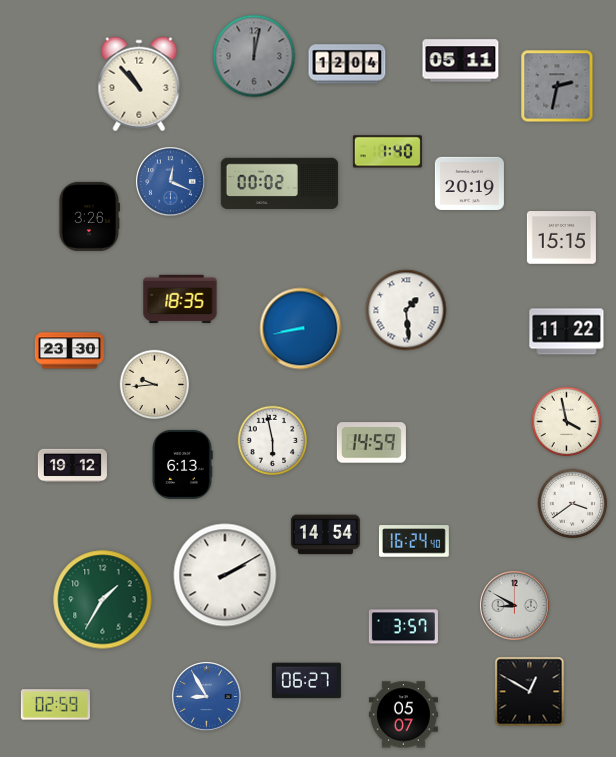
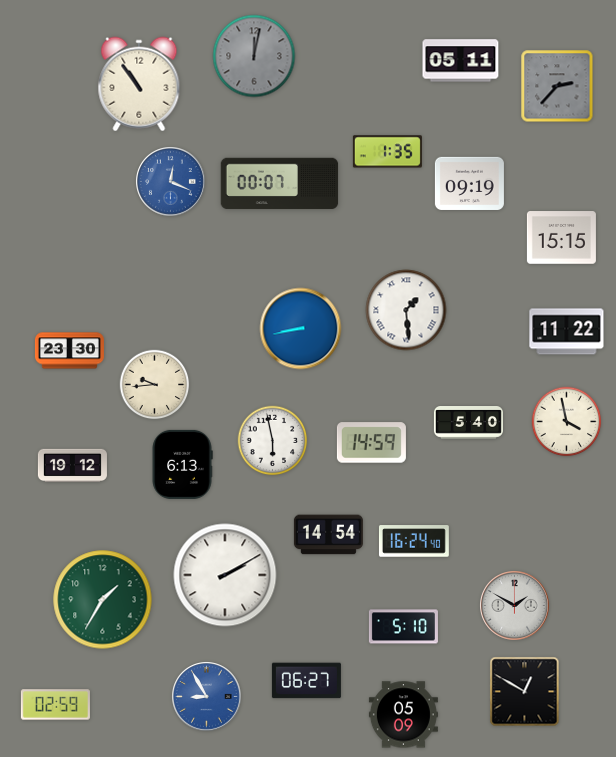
clock at (347, 64): 12:04 -> none
clock at (139, 84): 10:53 -> 10:54
clock at (557, 86): 2:32 -> 2:37
clock at (387, 152): 1:40 -> 1:35
clock at (469, 183): 20:19 -> 09:19
clock at (280, 184): 00:02 -> 00:07
clock at (89, 216): 3:26 -> none
clock at (180, 299): 18:35 -> none
clock at (468, 423): none -> 5:40
clock at (573, 504): 3:39 -> none
clock at (325, 535) position: (325, 535) -> (328, 535)
clock at (515, 606): 8:50 -> 1:50
clock at (403, 627): 3:57 -> 5:10
clock at (530, 692) position: (530, 692) -> (525, 692)
clock at (403, 715): 05:07 -> 05:09
